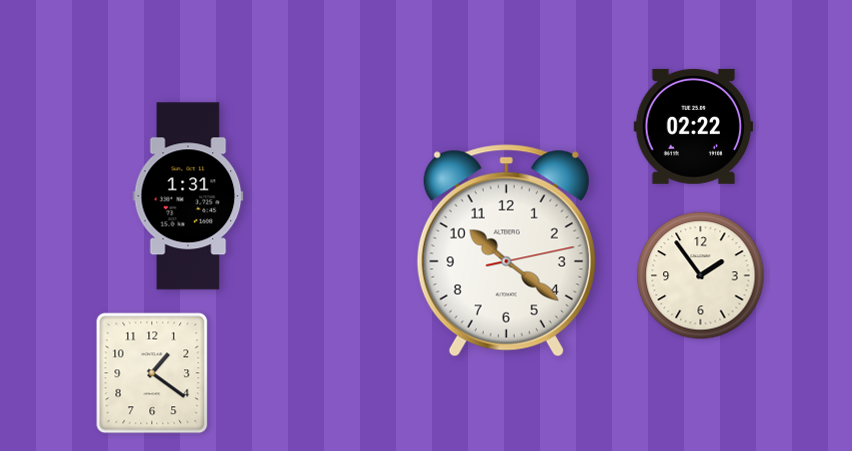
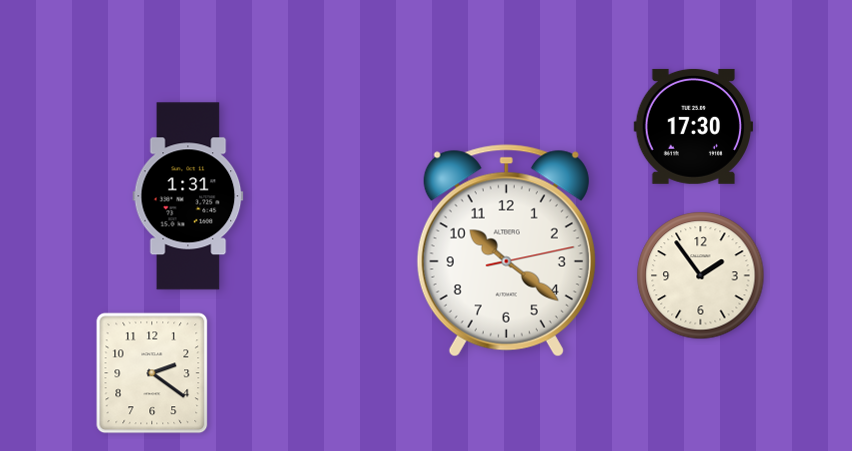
clock at (693, 126): 02:22 -> 17:30
clock at (152, 373): 1:21 -> 2:21
